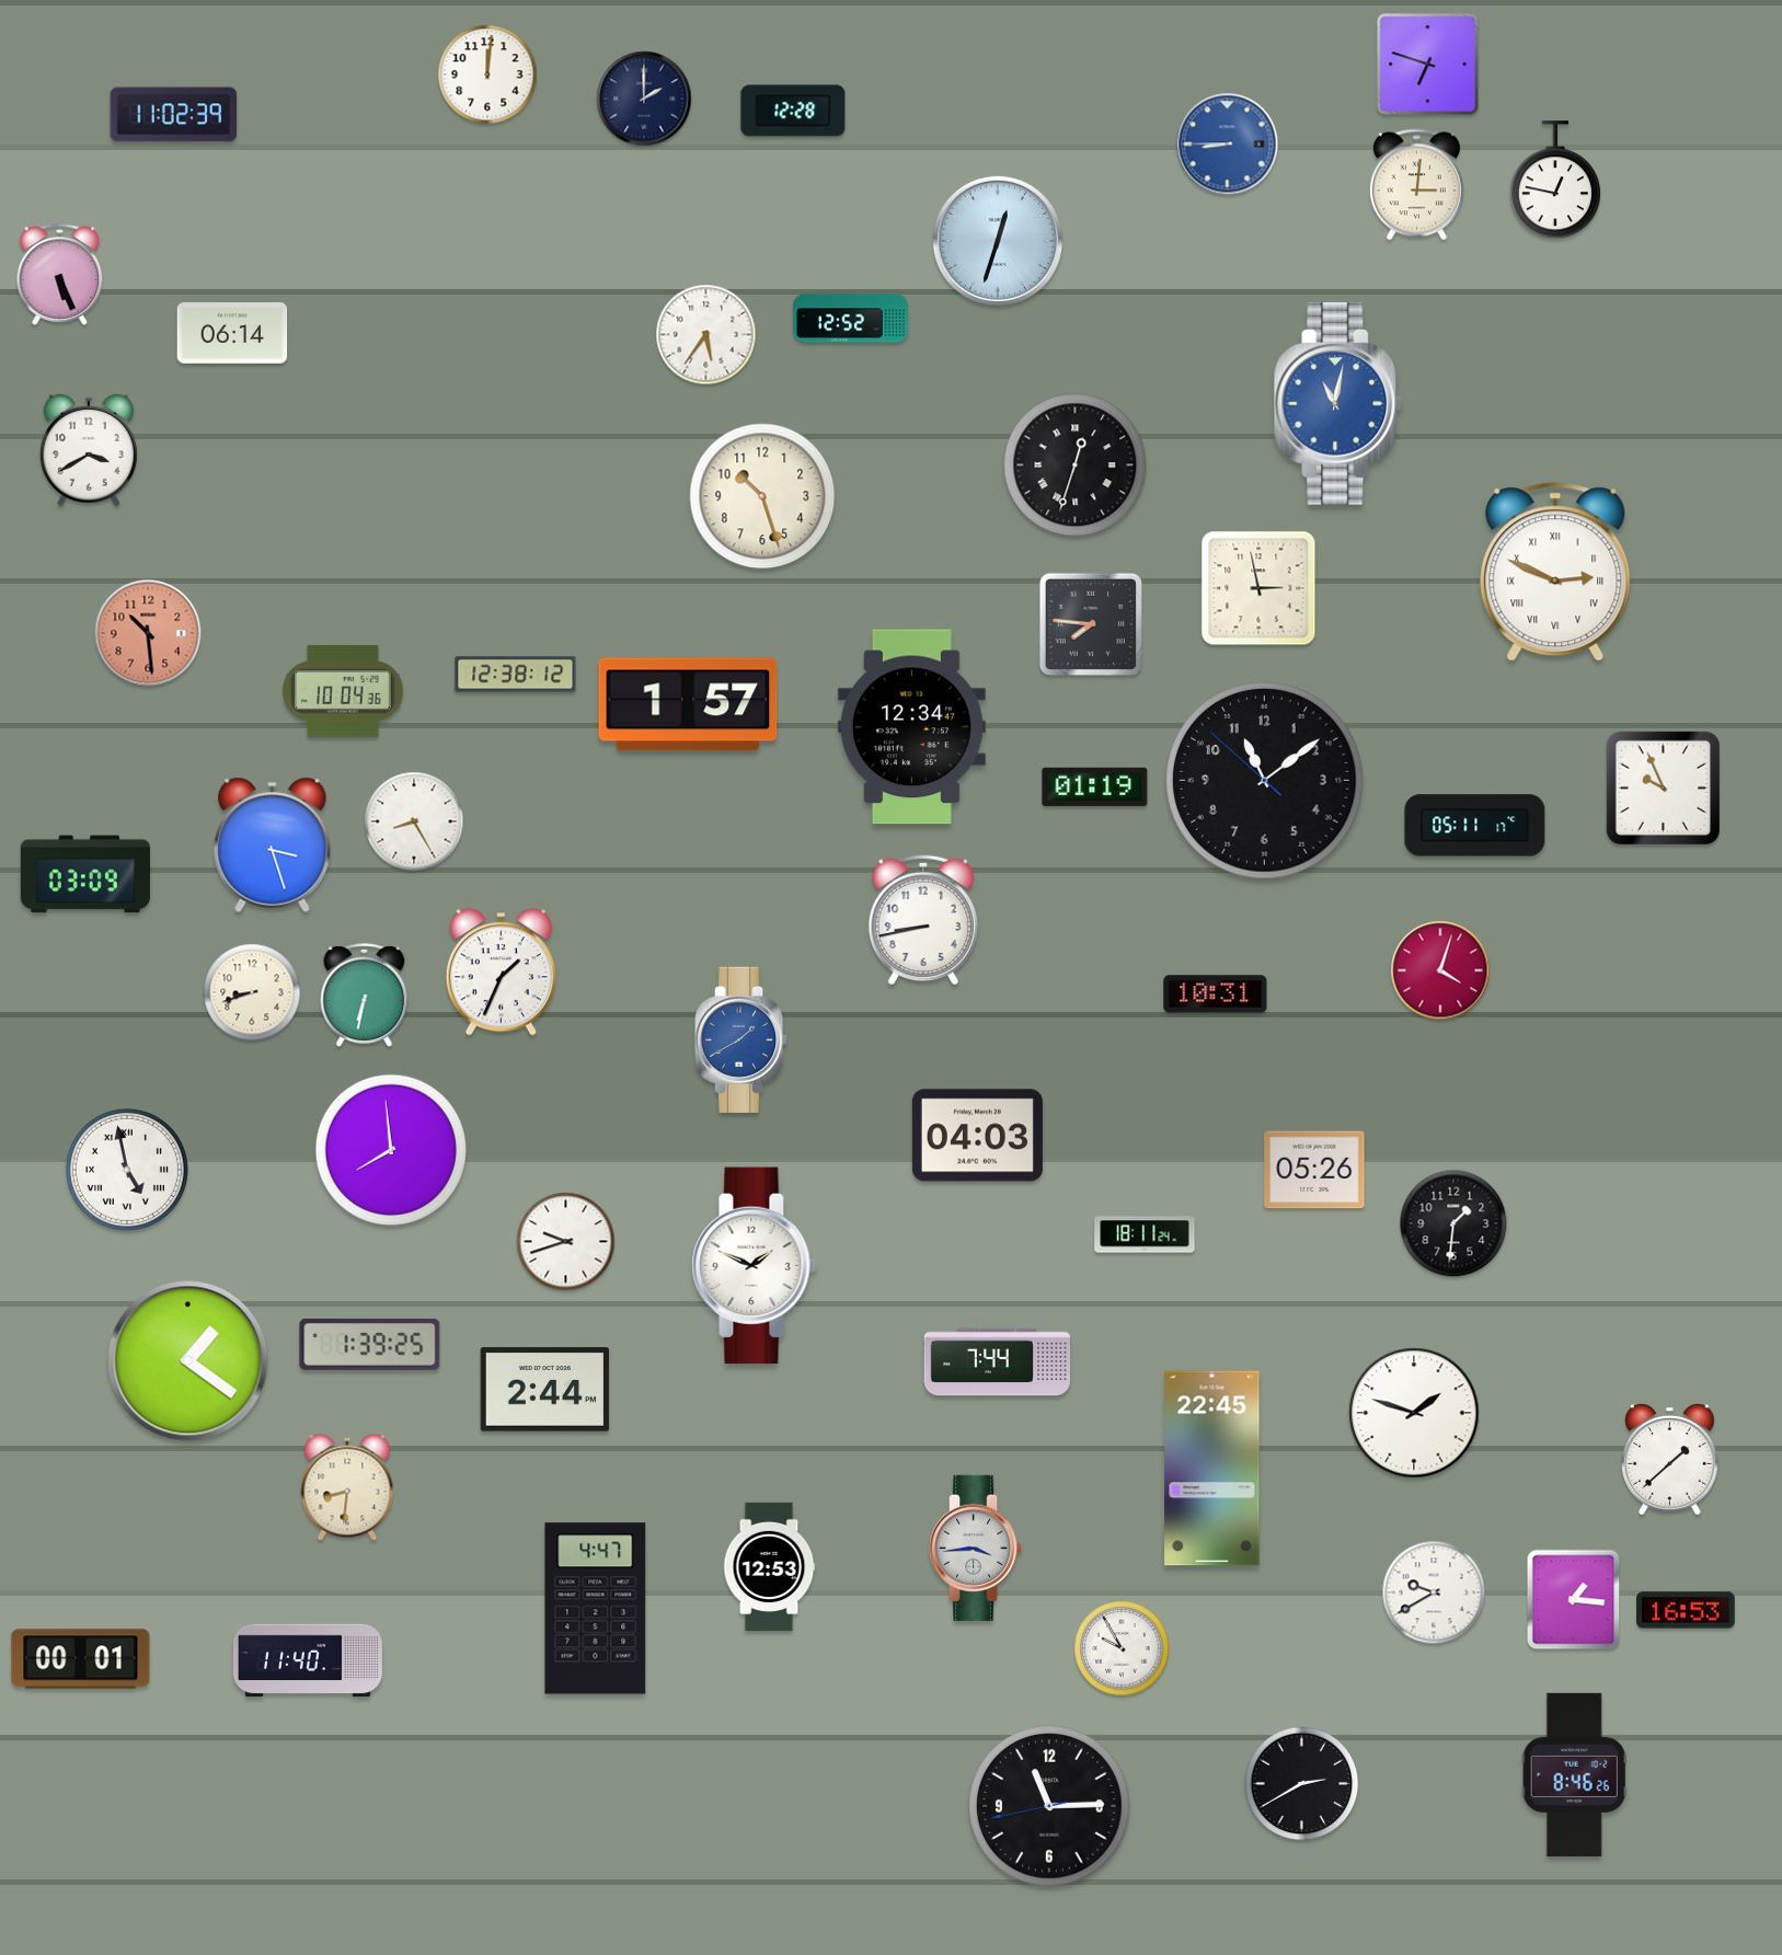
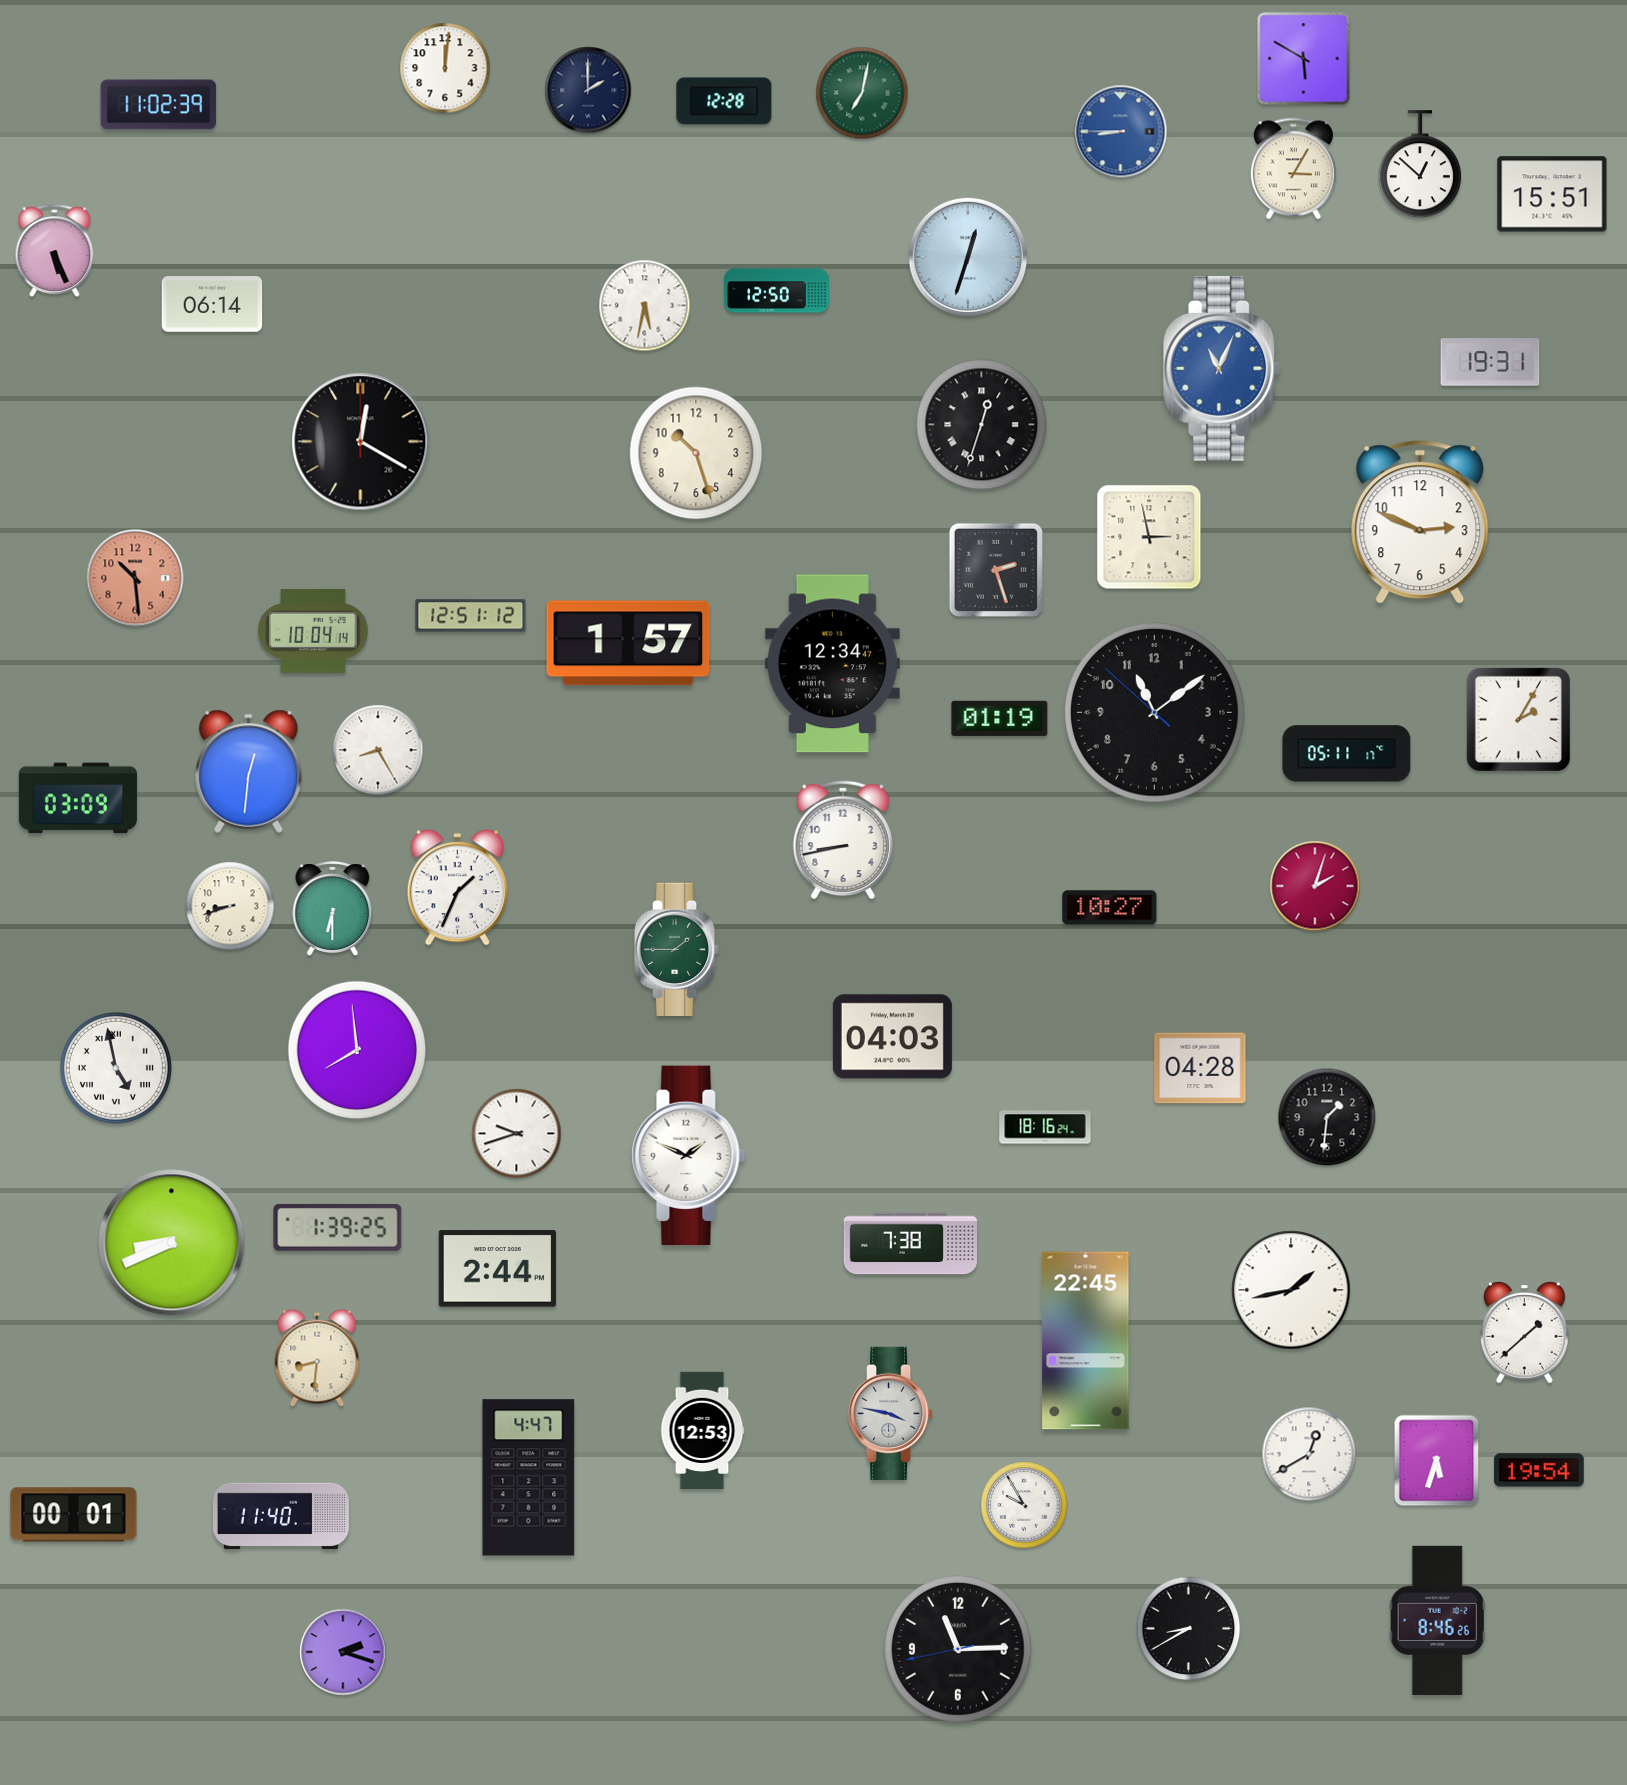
clock at (1428, 65): 6:48 -> 5:50
clock at (862, 93): none -> 7:02
clock at (1555, 181): 12:47 -> 12:52
clock at (1416, 185): 3:01 -> 3:05
clock at (1552, 194): none -> 15:51
clock at (998, 241) position: (998, 241) -> (968, 257)
clock at (851, 319): 12:52 -> 12:50
clock at (706, 335): 5:36 -> 5:32
clock at (1490, 362): none -> 19:31
clock at (1338, 403): 11:02 -> 11:04
clock at (89, 450): 3:40 -> none
clock at (361, 442): none -> 12:20
clock at (1555, 572) numerals: Roman -> Arabic
clock at (1090, 623): 7:46 -> 2:27
clock at (516, 675): 12:38 -> 12:51
clock at (343, 691): 10:04:36 -> 10:04:14
clock at (1663, 787): 9:56 -> 2:05
clock at (273, 844): 3:27 -> 12:31
clock at (1440, 970): 4:03 -> 2:03
clock at (365, 994): 6:32 -> 6:30
clock at (1216, 994): 10:31 -> 10:27
clock at (741, 1039): 1:40 -> 1:45
clock at (741, 1039) dial: blue -> green
clock at (1314, 1170): 05:26 -> 04:28
clock at (1145, 1234): 18:11 -> 18:16
clock at (188, 1361): 1:21 -> 8:41
clock at (997, 1362): 7:44 -> 7:38
clock at (1414, 1413): 1:48 -> 1:43
clock at (1212, 1469) position: (1212, 1469) -> (1086, 1341)
clock at (976, 1548): 3:44 -> 3:47
clock at (1434, 1592): 9:40 -> 12:40
clock at (1574, 1600): 1:16 -> 5:33
clock at (596, 1609) position: (596, 1609) -> (529, 1478)
clock at (1686, 1610): 16:53 -> 19:54
clock at (1302, 1784): 2:40 -> 8:40
clock at (343, 1652): none -> 2:18
